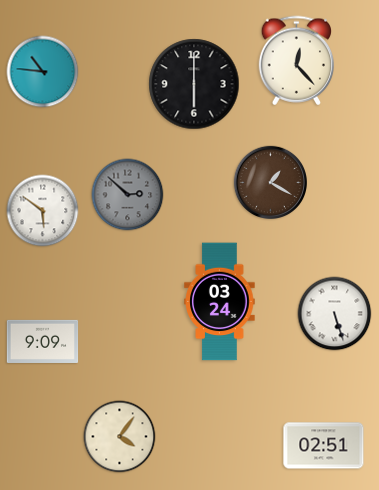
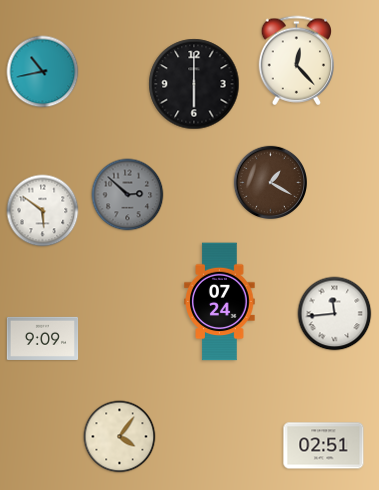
clock at (43, 72): 10:46 -> 10:43
clock at (220, 302): 03:24 -> 07:24
clock at (335, 314): 5:27 -> 11:44
clock at (43, 341) position: (43, 341) -> (43, 338)
